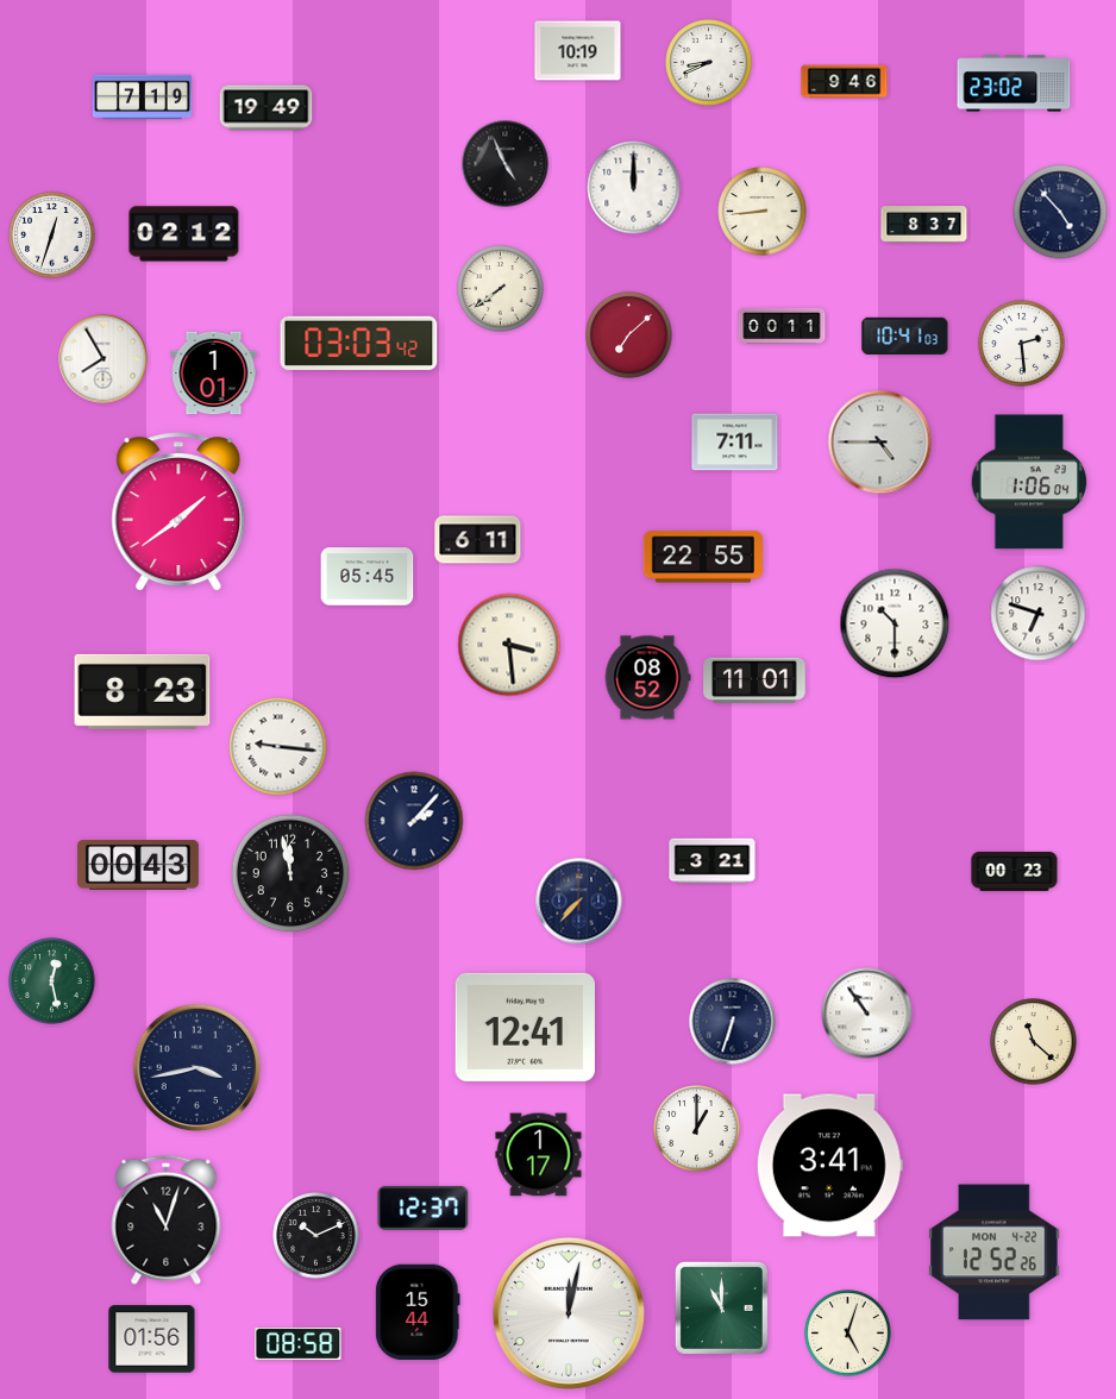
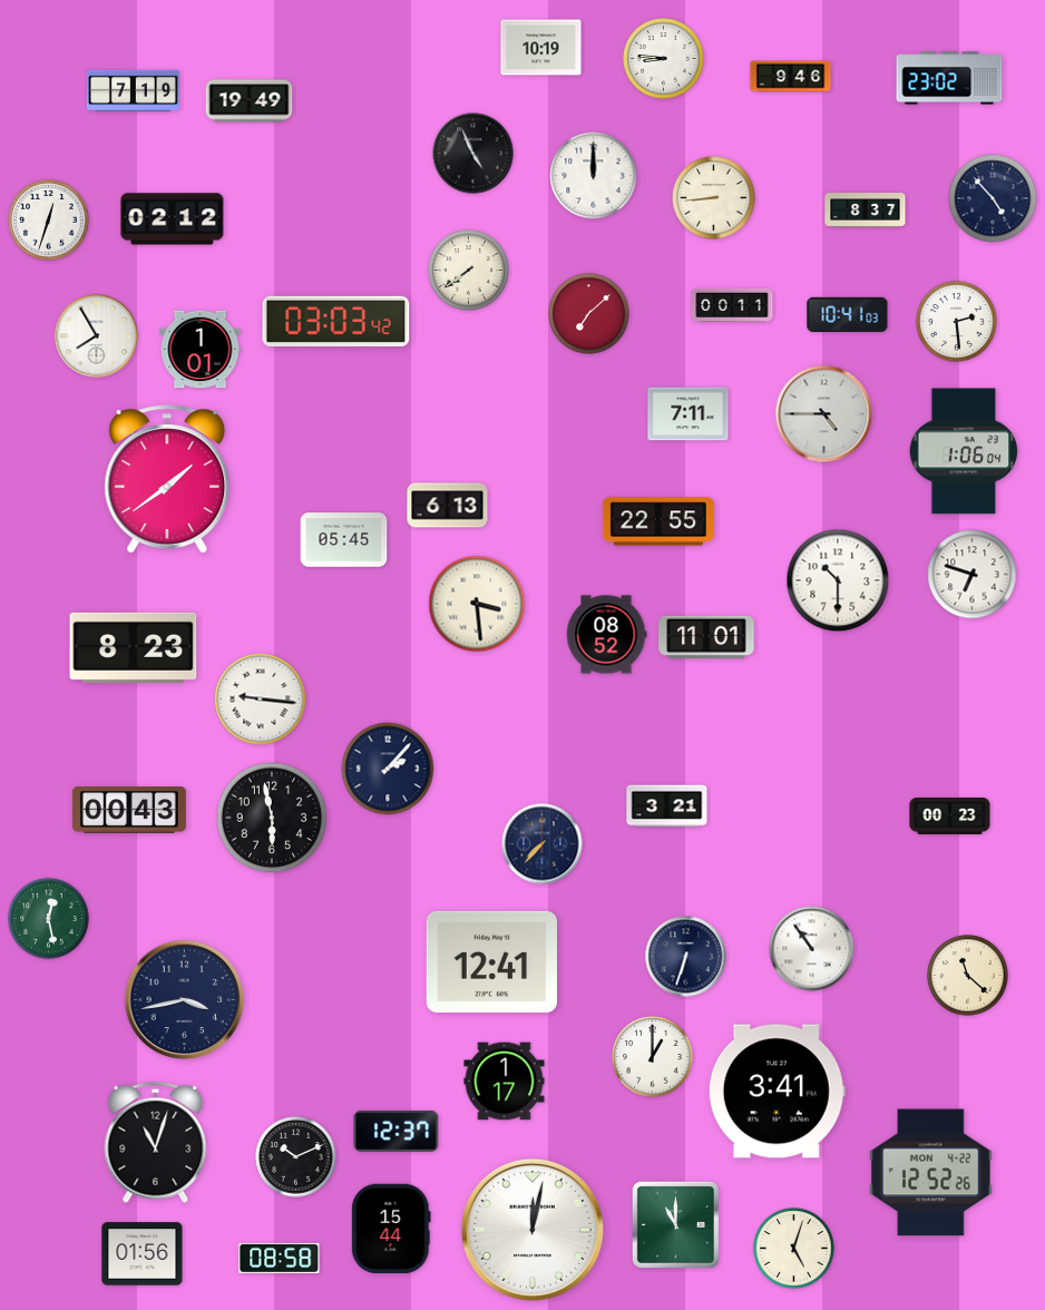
clock at (709, 63): 8:41 -> 8:46
clock at (478, 540): 6:11 -> 6:13
clock at (895, 623) position: (895, 623) -> (838, 580)
clock at (290, 873): 11:58 -> 5:58
